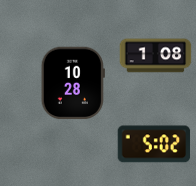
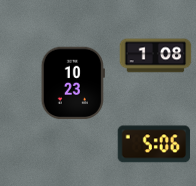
clock at (73, 83): 10:28 -> 10:23
clock at (154, 144): 5:02 -> 5:06
